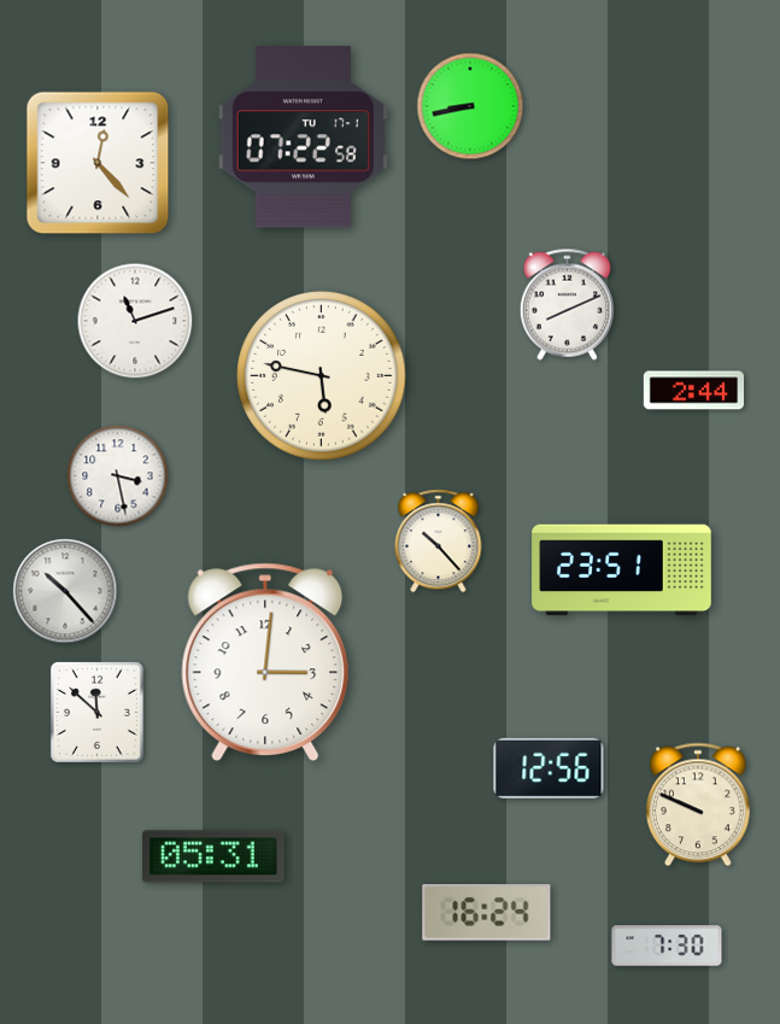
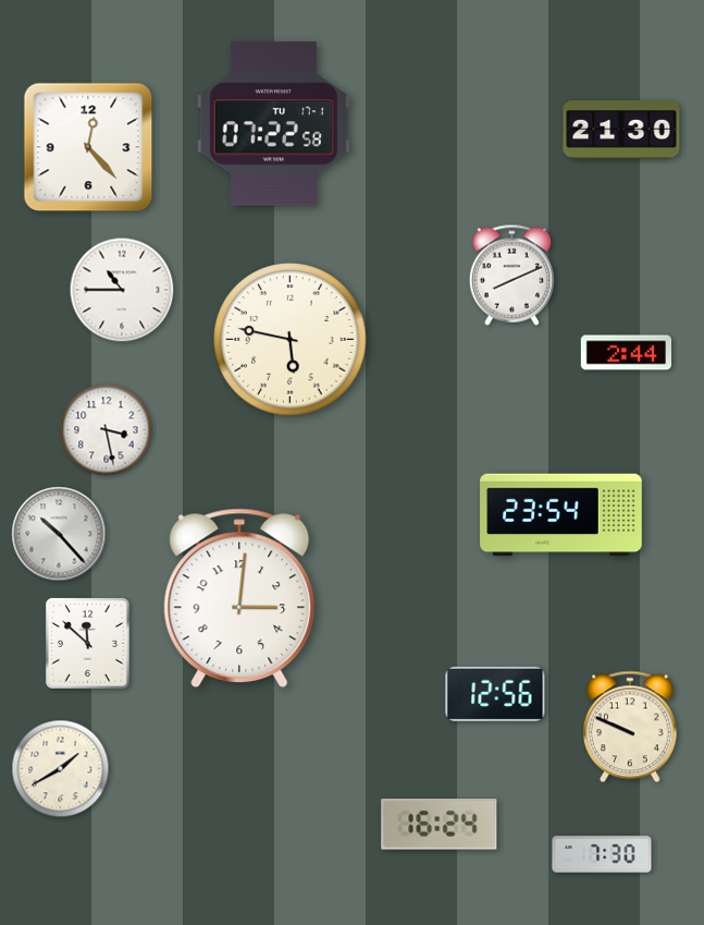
clock at (470, 106): 8:43 -> none
clock at (621, 130): none -> 21:30
clock at (135, 321): 11:12 -> 10:45
clock at (439, 542): 10:23 -> none
clock at (622, 570): 23:51 -> 23:54
clock at (61, 769): none -> 1:40
clock at (215, 856): 05:31 -> none
